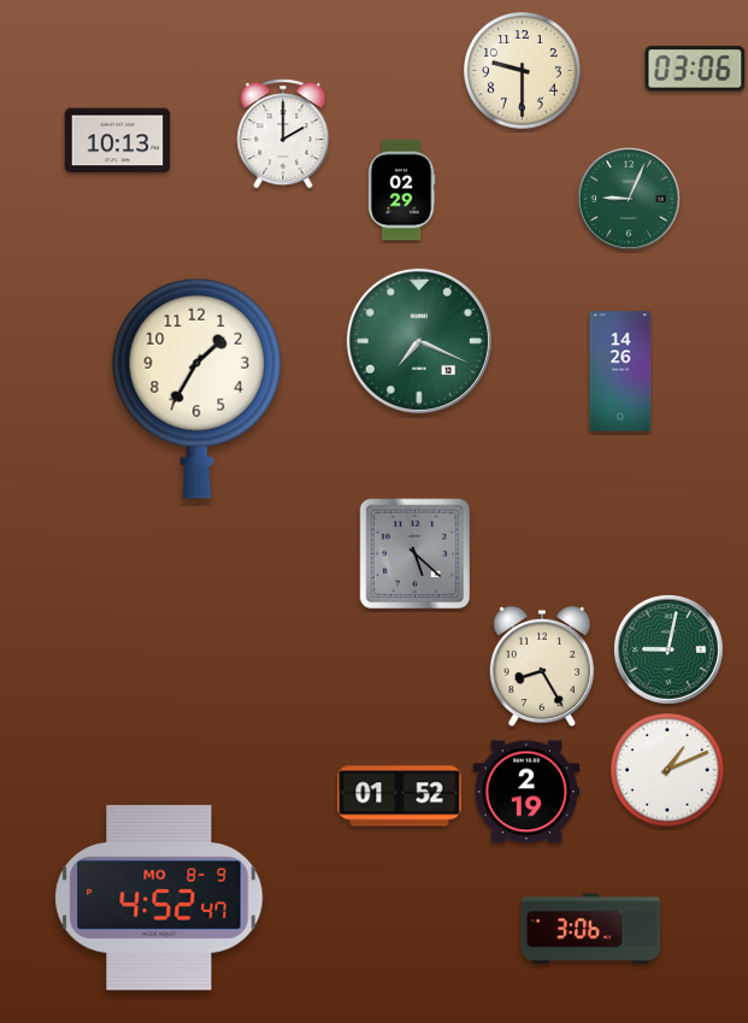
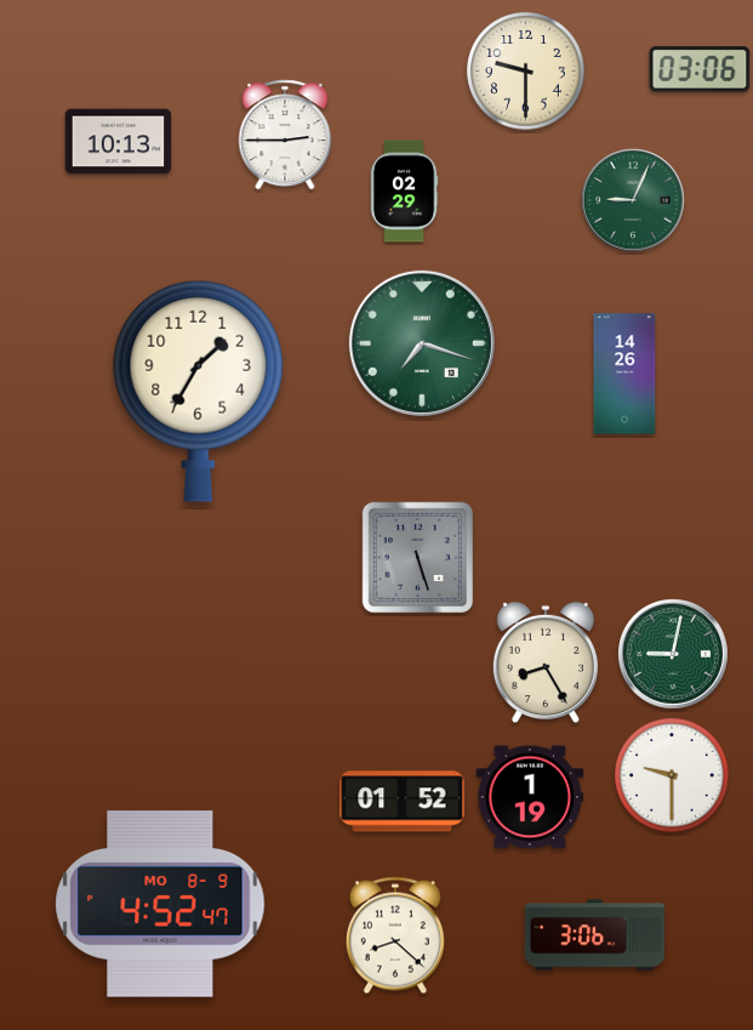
clock at (283, 134): 2:00 -> 2:45
clock at (419, 341): 7:19 -> 7:18
clock at (416, 554): 5:22 -> 5:27
clock at (542, 666) position: (542, 666) -> (546, 662)
clock at (667, 770): 1:11 -> 9:30
clock at (526, 792): 2:19 -> 1:19
clock at (395, 935): none -> 8:22
